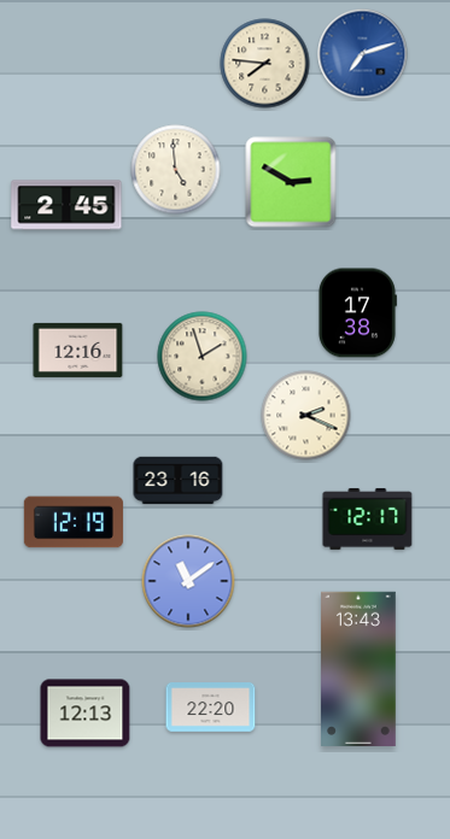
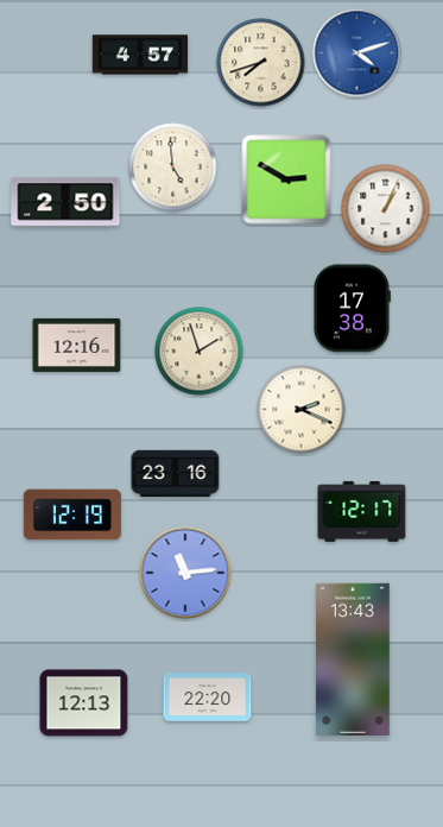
clock at (363, 54): 7:12 -> 4:12
clock at (140, 55): none -> 4:57
clock at (265, 64): 7:46 -> 7:42
clock at (66, 205): 2:45 -> 2:50
clock at (386, 209): none -> 1:04
clock at (188, 581): 11:09 -> 11:14
